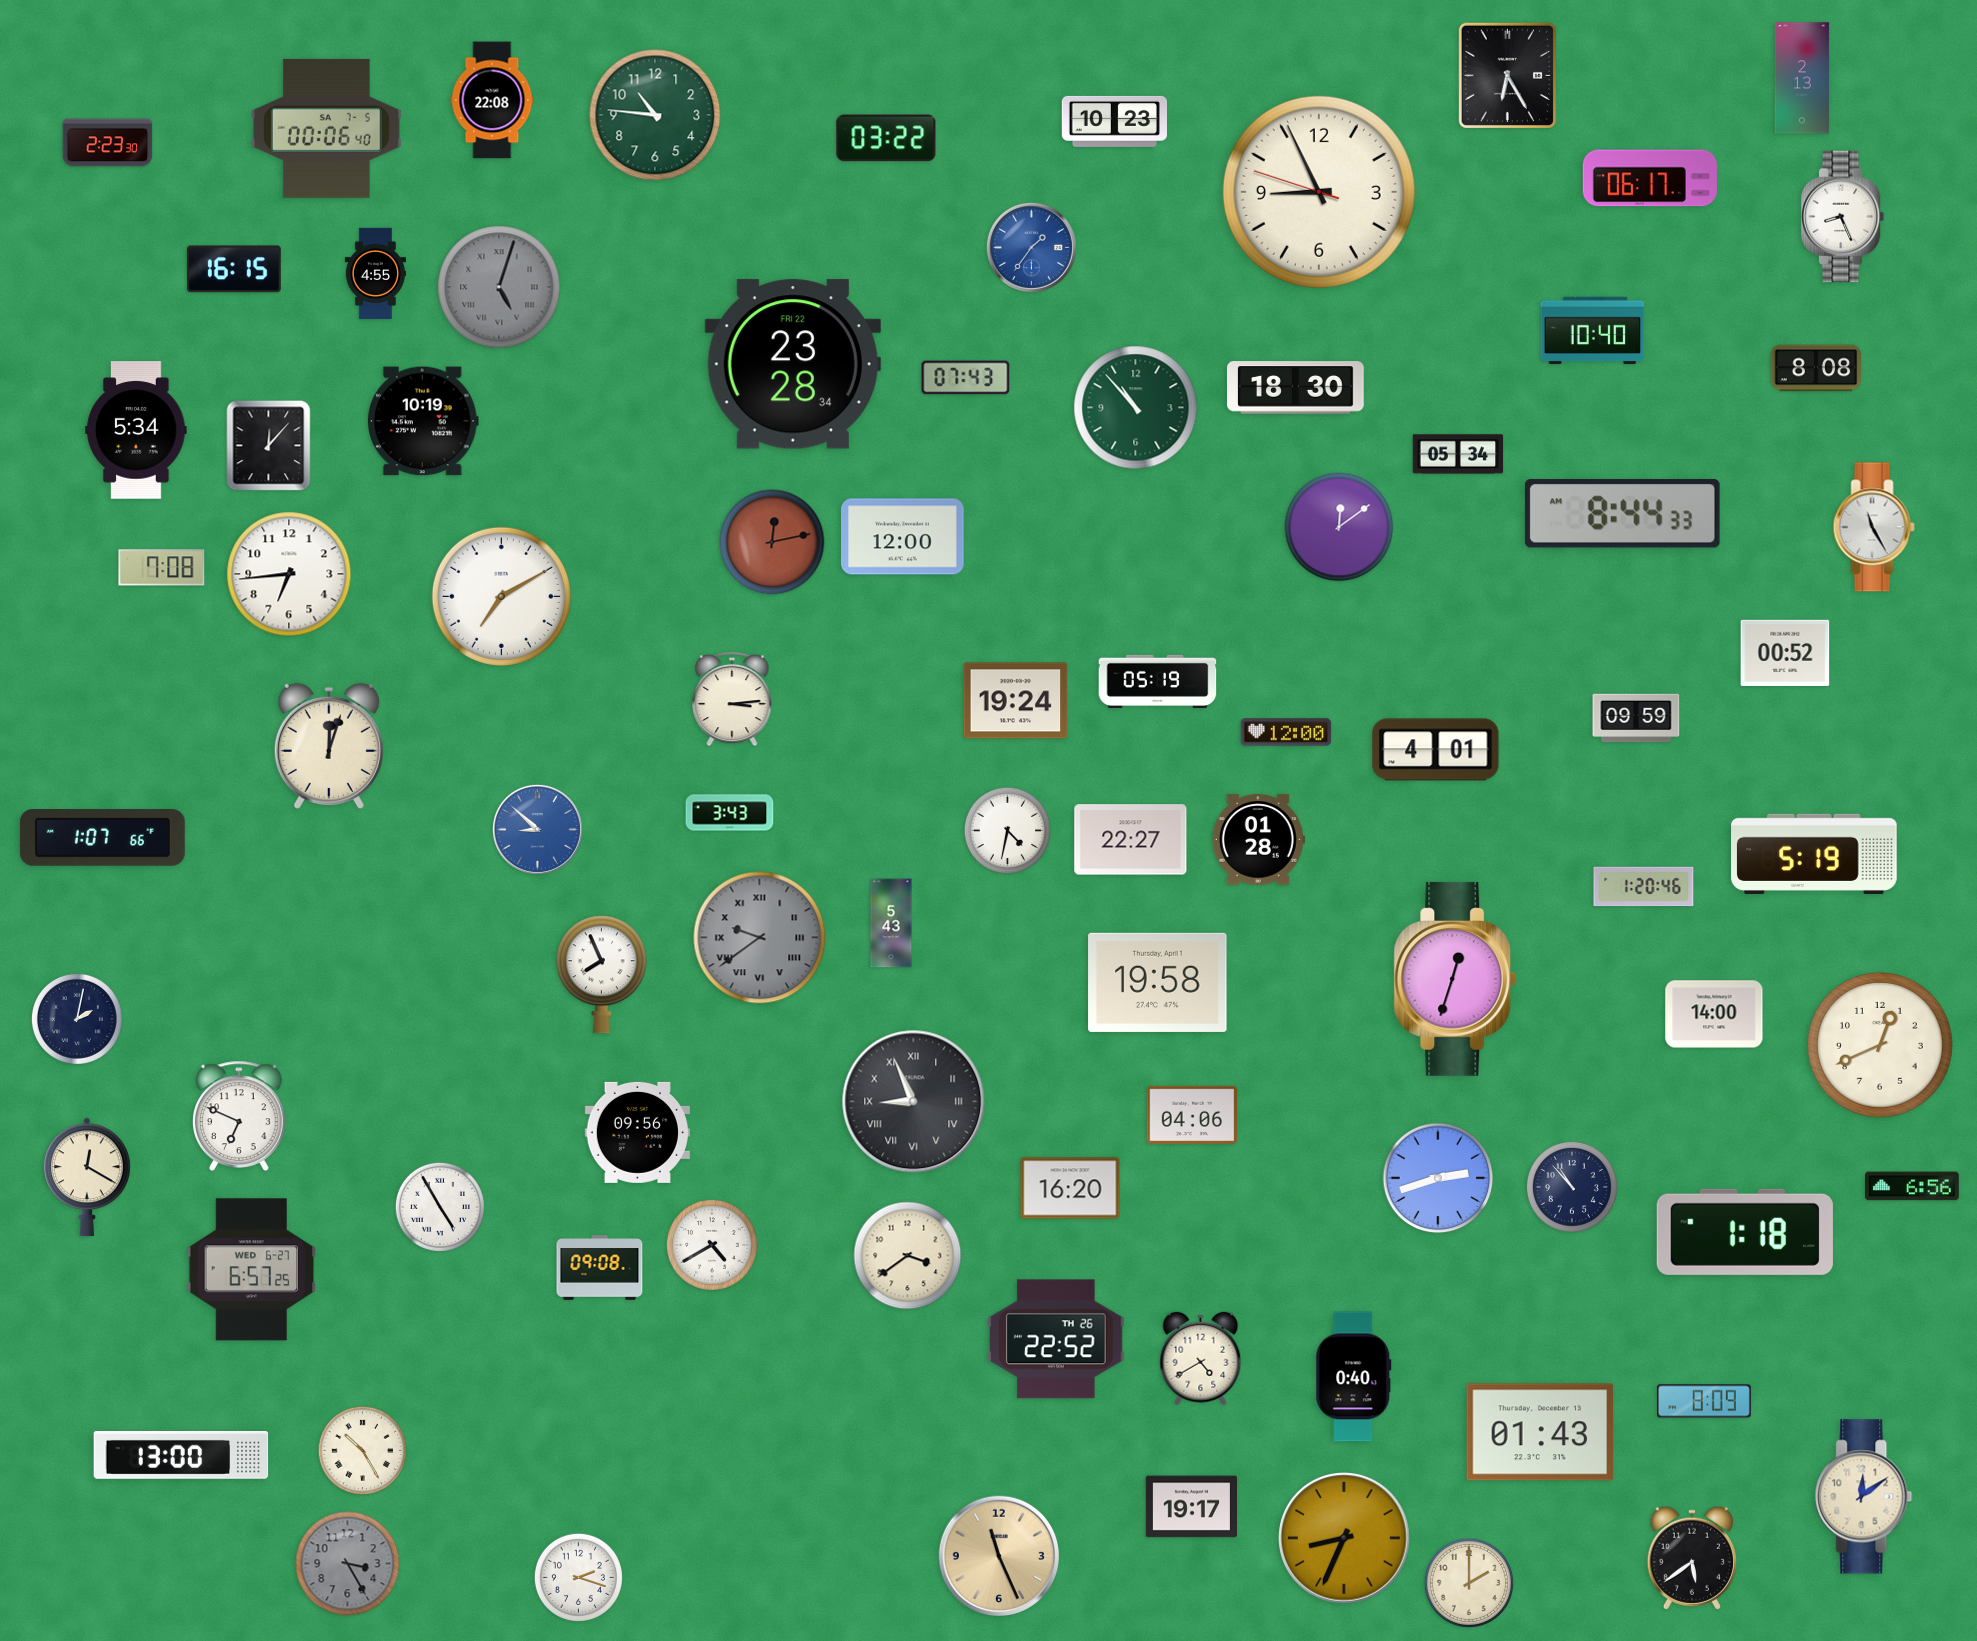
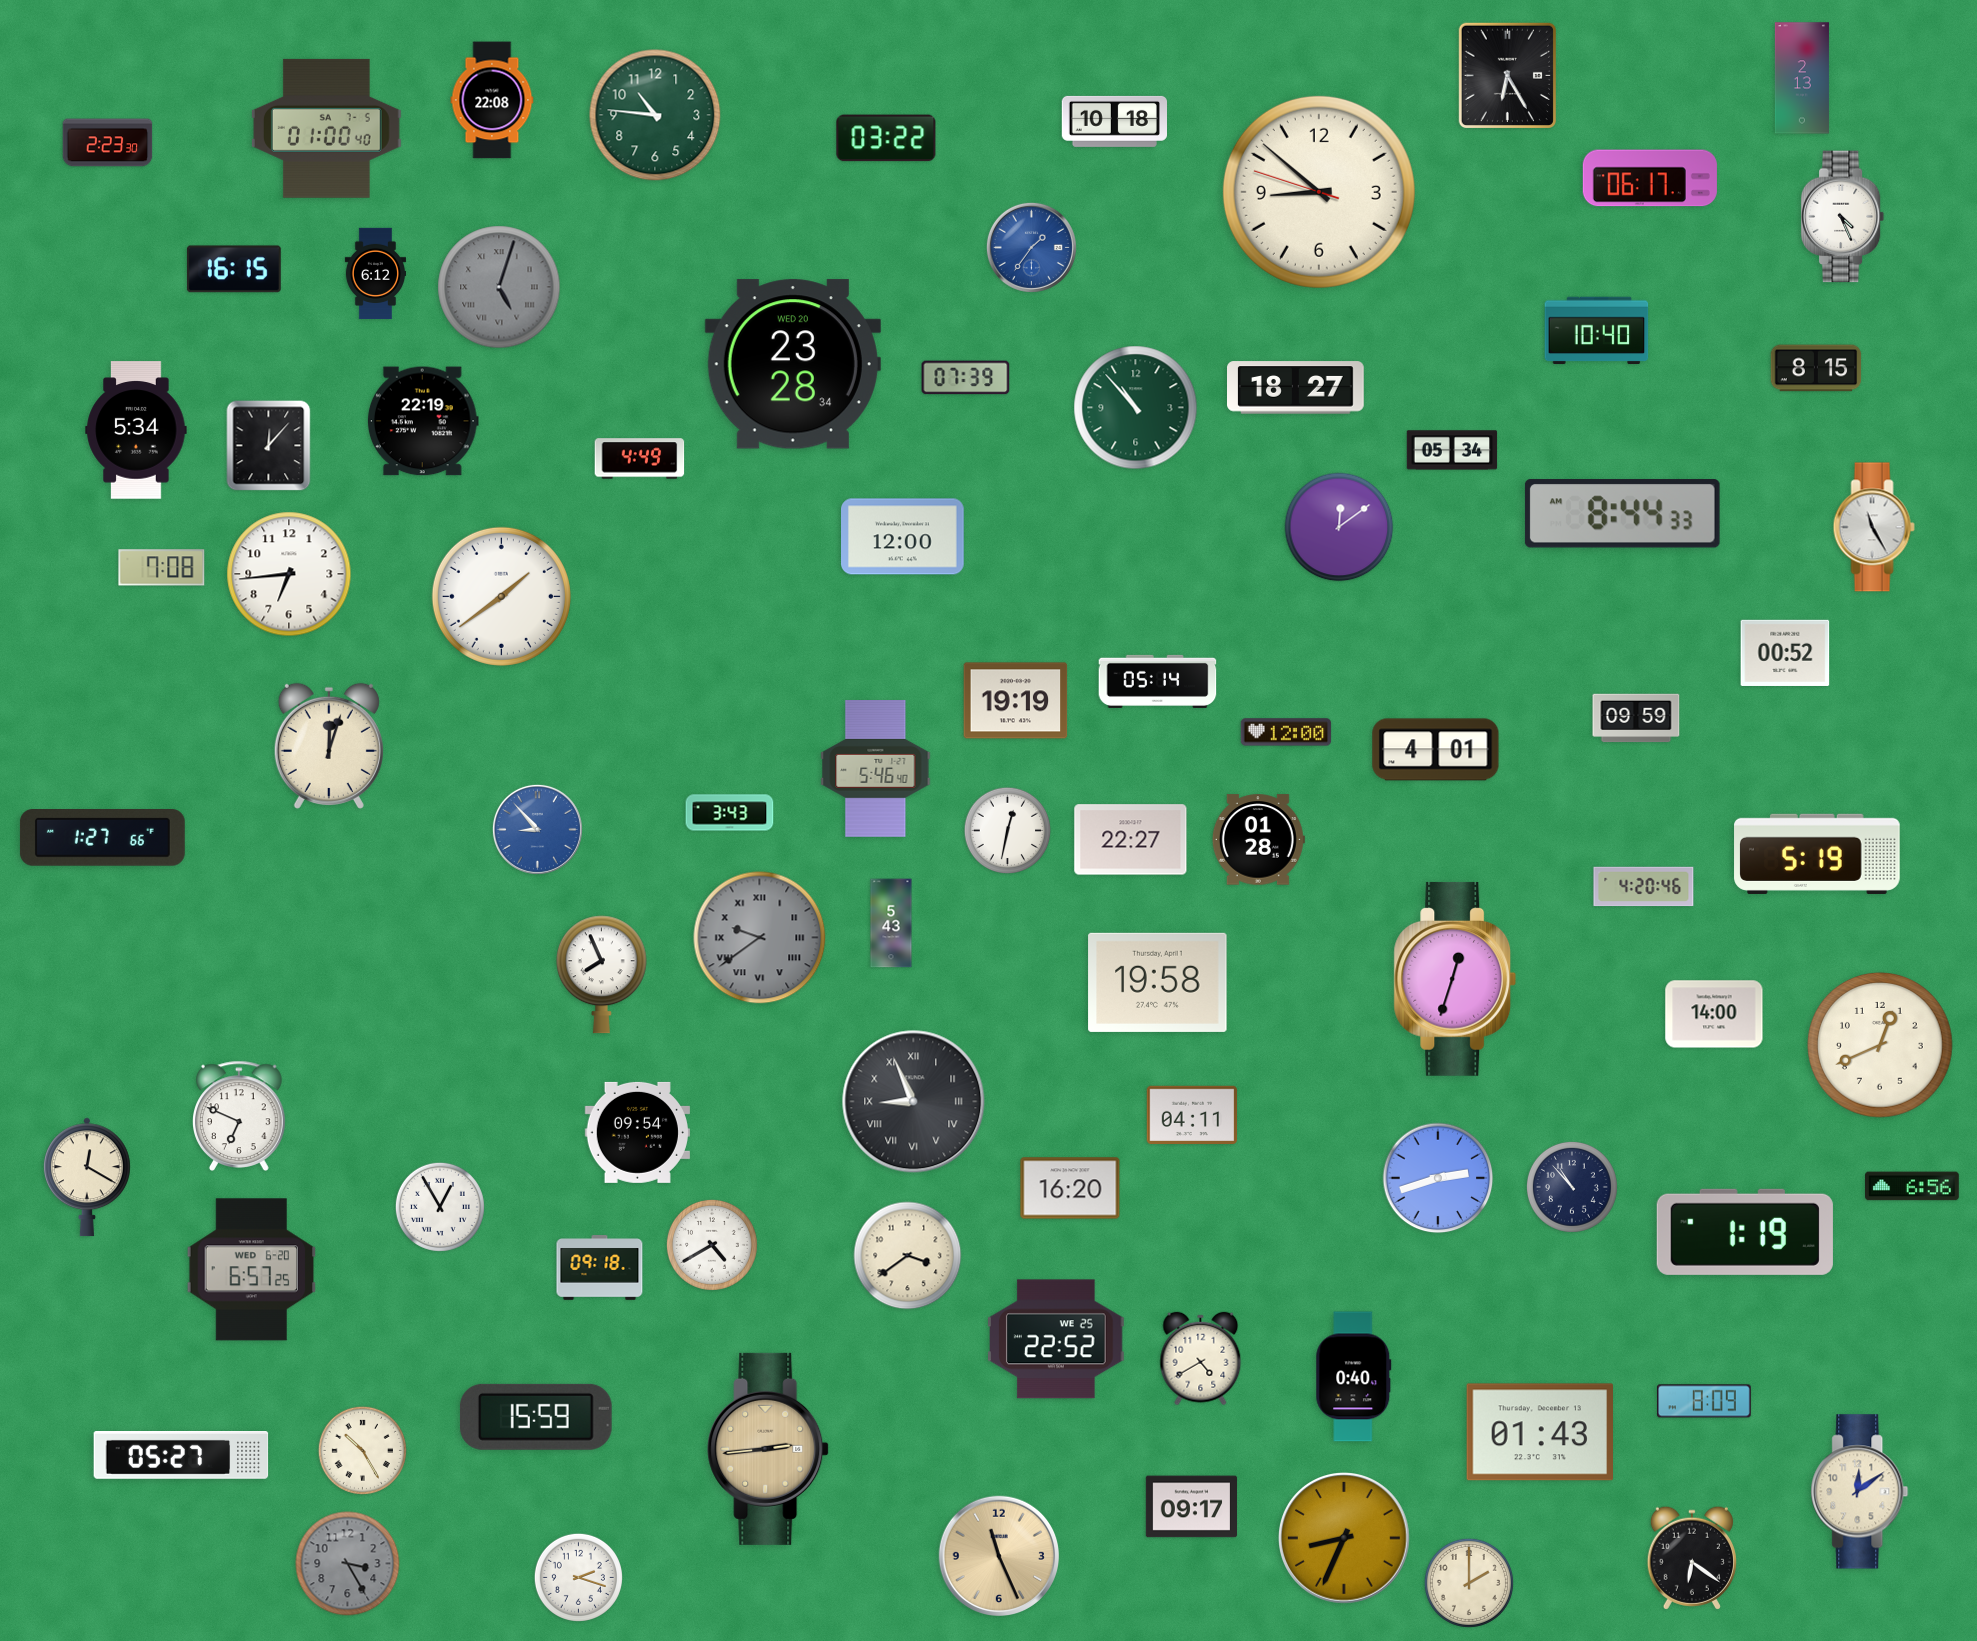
clock at (1114, 121): 10:23 -> 10:18
clock at (326, 128): 00:06 -> 01:00
clock at (1319, 192): 8:55 -> 8:51
clock at (1843, 217): 8:26 -> 4:26
clock at (375, 274): 4:55 -> 6:12
clock at (1593, 331) position: (1593, 331) -> (1597, 331)
clock at (793, 364) date: FRI 22 -> WED 20
clock at (1816, 368): 8:08 -> 8:15
clock at (966, 378): 07:43 -> 07:39
clock at (1296, 388): 18:30 -> 18:27
clock at (423, 421): 10:19 -> 22:19
clock at (1458, 454) position: (1458, 454) -> (1452, 450)
clock at (640, 459): none -> 4:49
clock at (772, 542): 12:13 -> none
clock at (501, 596): 7:10 -> 1:39
clock at (1158, 681): 05:19 -> 05:14
clock at (732, 699): 3:14 -> none
clock at (1016, 701): 19:24 -> 19:19
clock at (876, 769): none -> 5:46
clock at (537, 829): 8:52 -> 8:53
clock at (1008, 831): 4:32 -> 12:32
clock at (102, 838): 1:07 -> 1:27
clock at (1814, 854) position: (1814, 854) -> (1817, 854)
clock at (1644, 887): 1:20 -> 4:20
clock at (77, 1019): 2:02 -> none
clock at (1192, 1114): 04:06 -> 04:11
clock at (637, 1132): 09:56 -> 09:54
clock at (440, 1207): 4:55 -> 12:55
clock at (1745, 1232): 1:18 -> 1:19
clock at (600, 1268): 09:08 -> 09:18
clock at (252, 1270) date: WED 6-27 -> WED 6-20
clock at (1056, 1339) date: TH 26 -> WE 25
clock at (536, 1417): none -> 15:59
clock at (768, 1449): none -> 2:44
clock at (181, 1456): 13:00 -> 05:27
clock at (1864, 1497) position: (1864, 1497) -> (1860, 1492)
clock at (1191, 1507): 19:17 -> 09:17
clock at (1692, 1558): 5:39 -> 6:21
